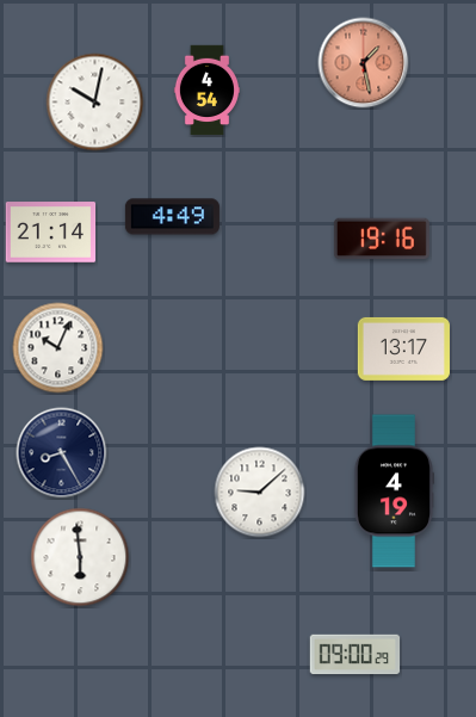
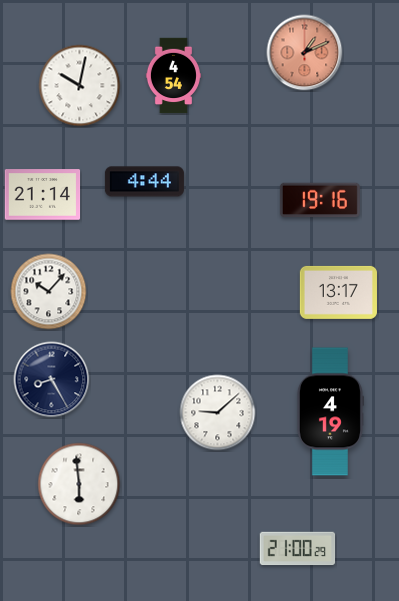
clock at (364, 63): 1:28 -> 1:11
clock at (172, 217): 4:49 -> 4:44
clock at (58, 348): 10:04 -> 10:07
clock at (80, 557) position: (80, 557) -> (79, 484)
clock at (356, 655): 09:00 -> 21:00
